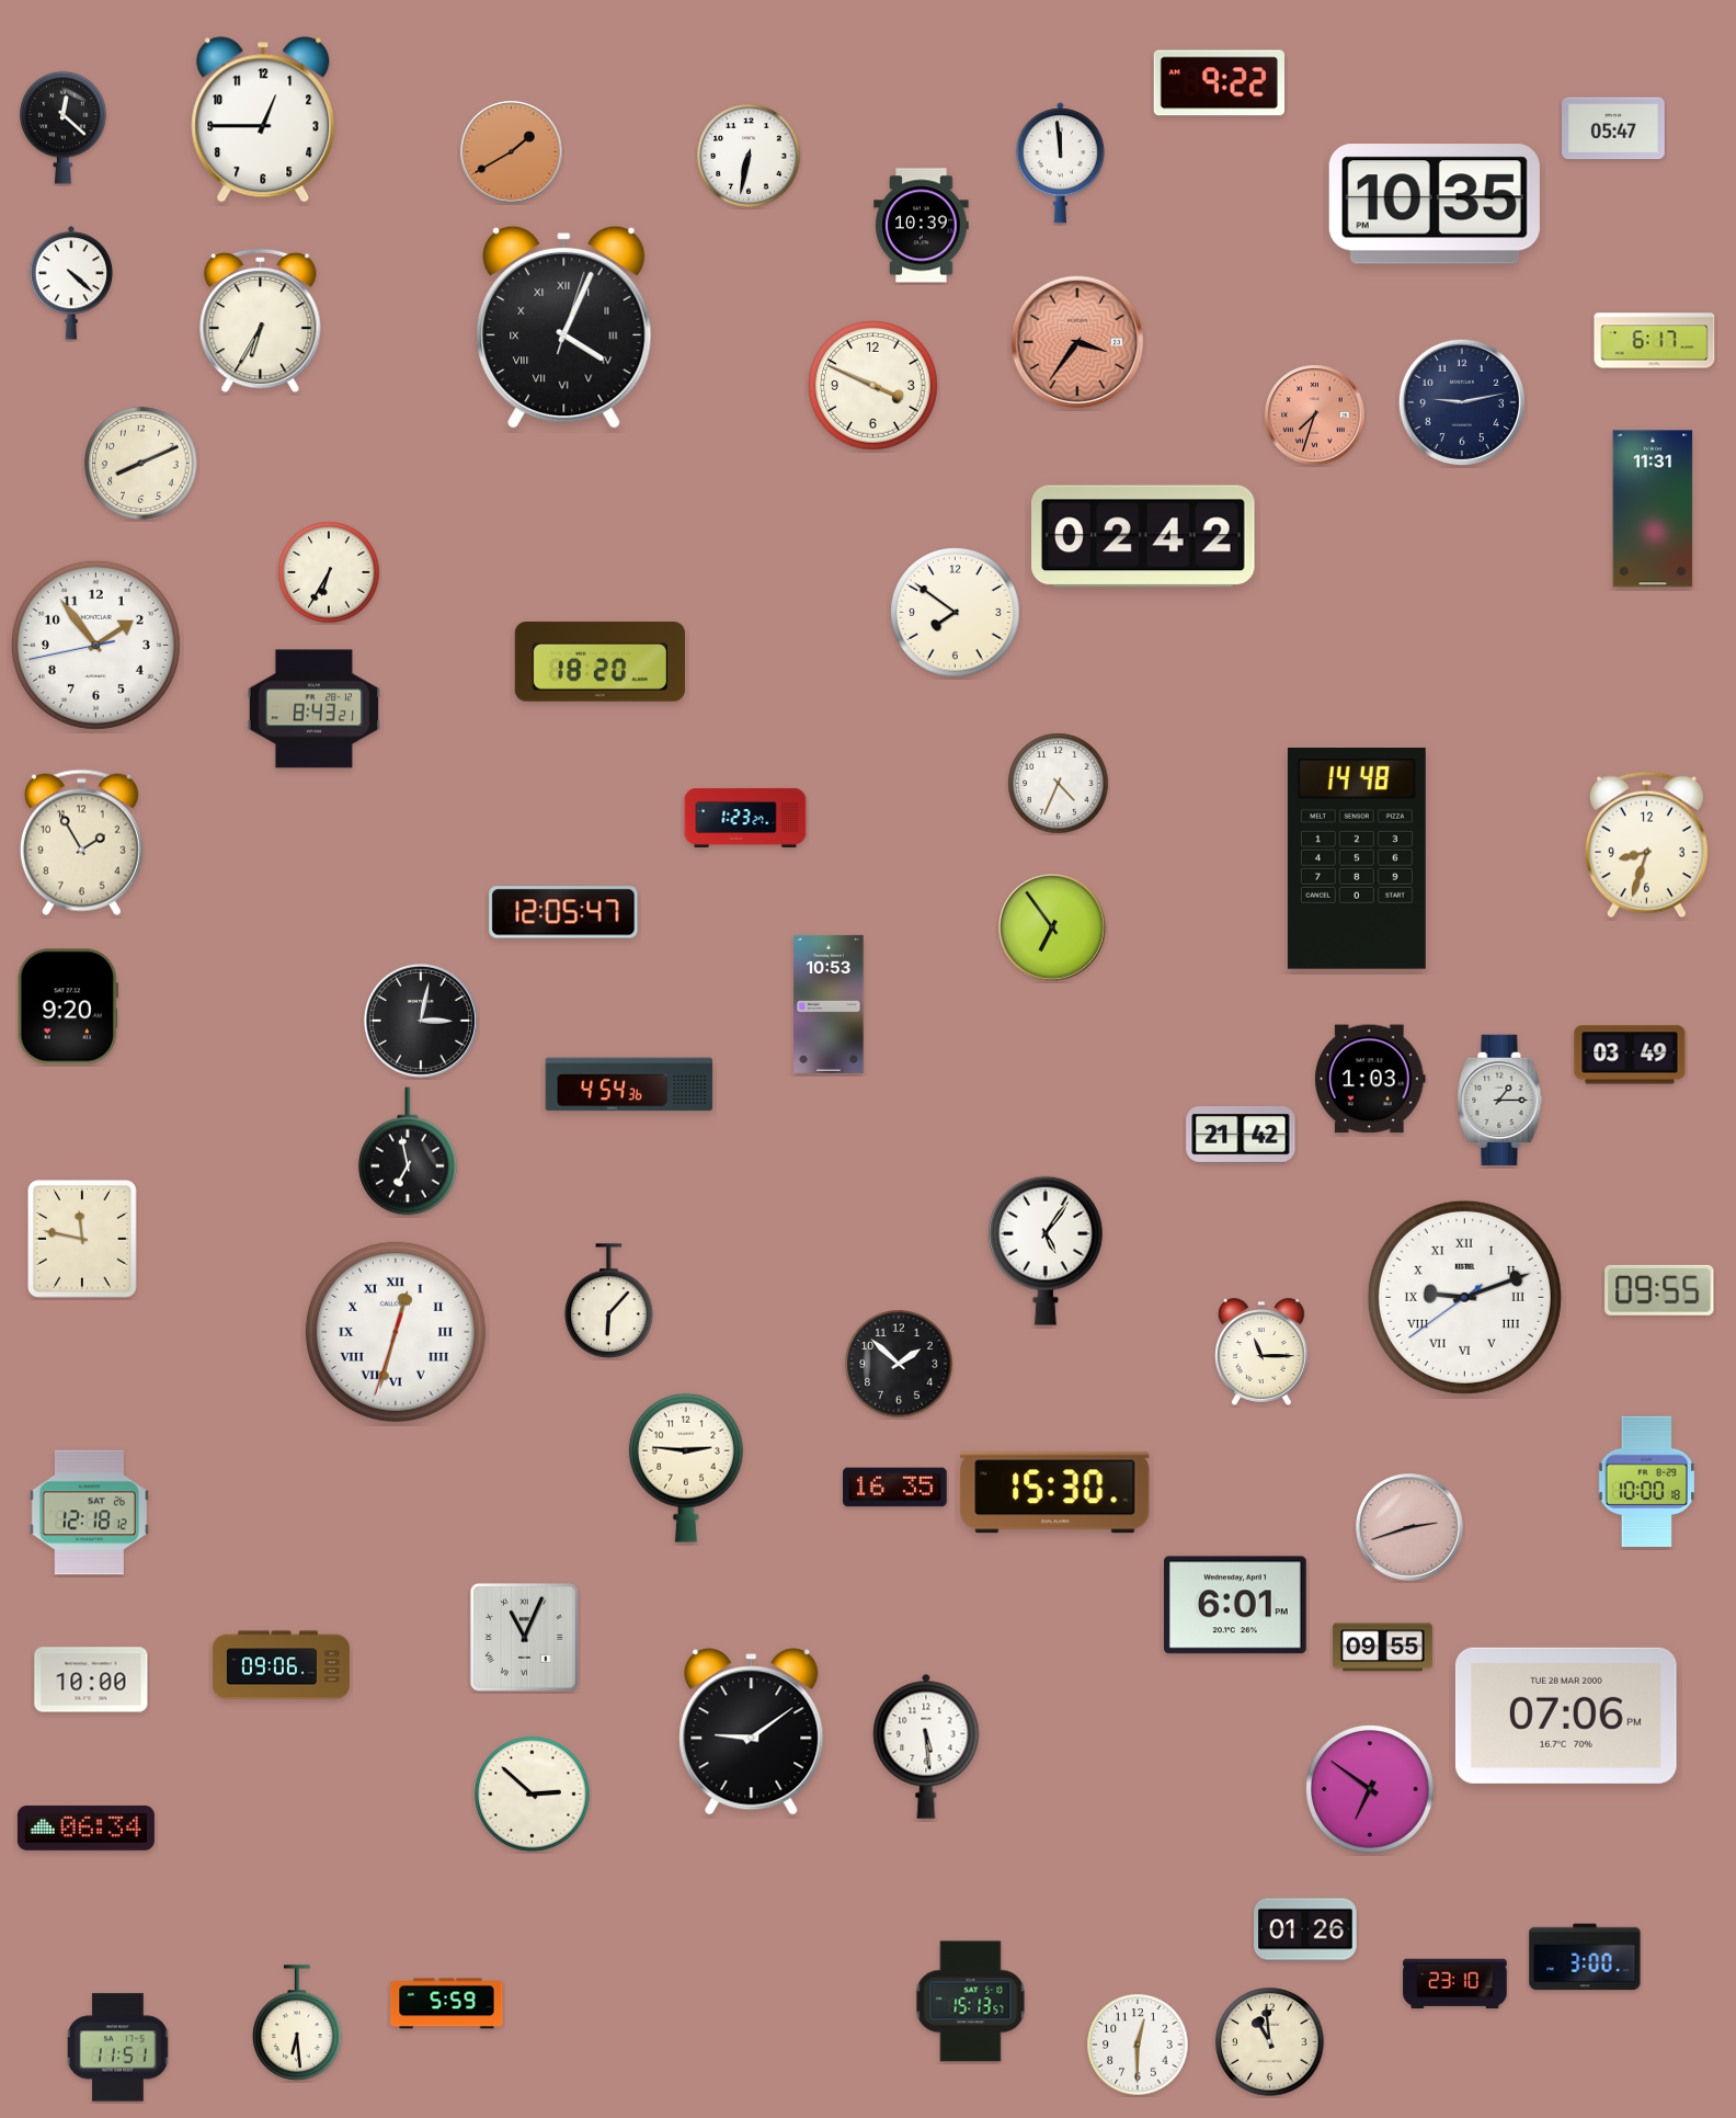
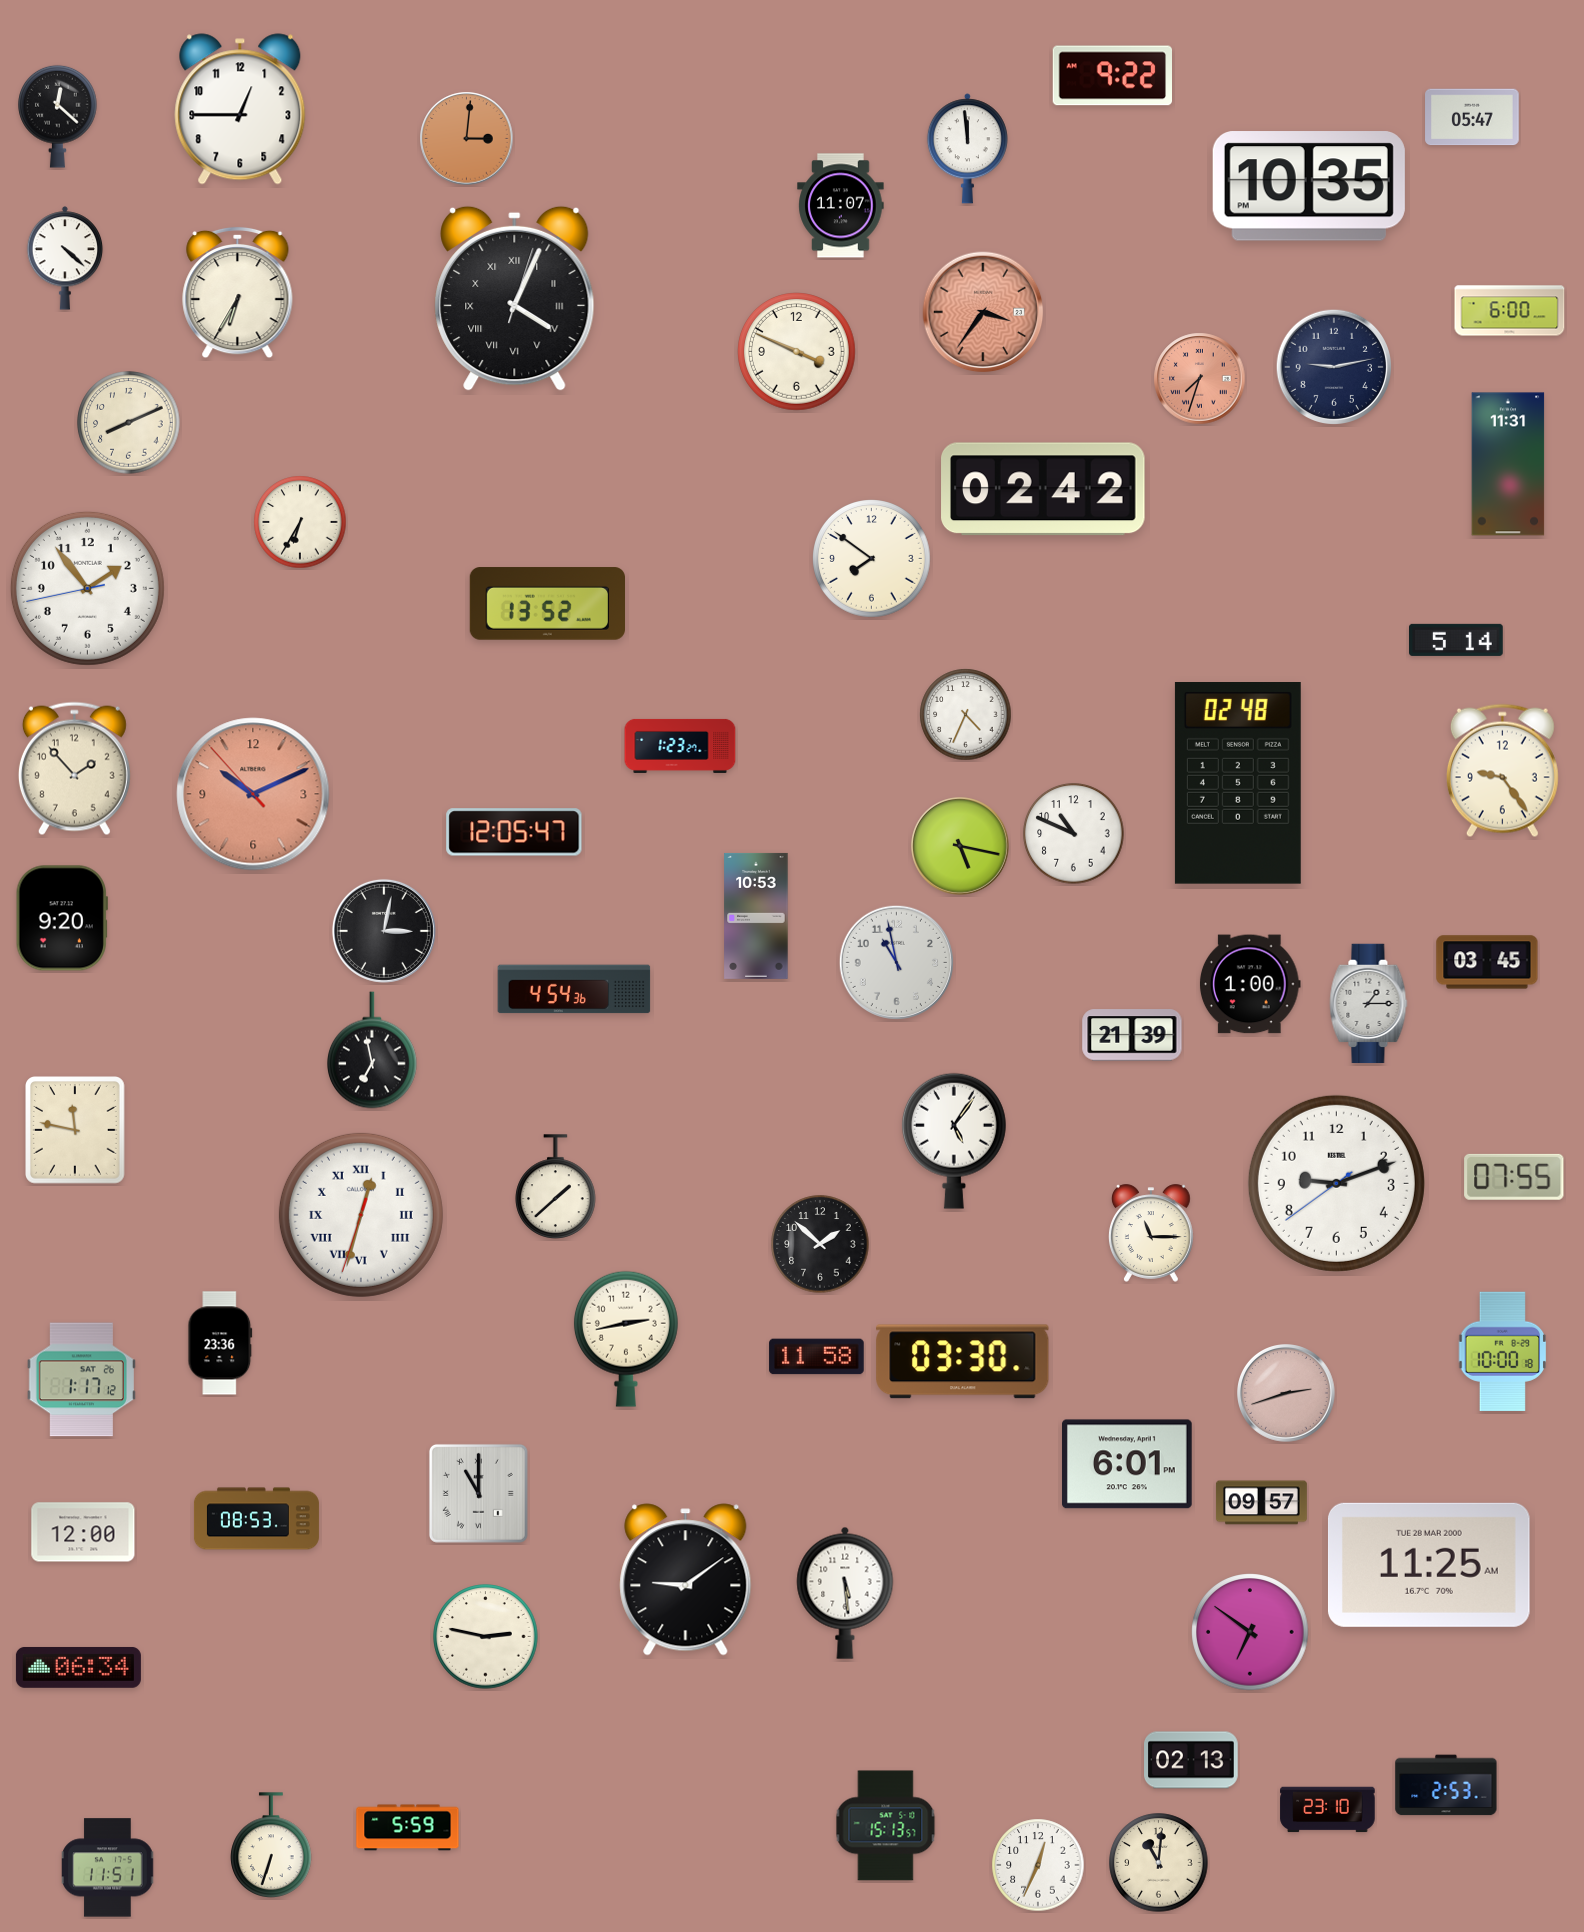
clock at (512, 152): 1:40 -> 3:01
clock at (749, 156): 6:32 -> none
clock at (922, 226): 10:39 -> 11:07
clock at (1655, 341): 6:17 -> 6:00
clock at (599, 662): 18:20 -> 13:52
clock at (1456, 640): none -> 5:14
clock at (313, 709): 8:43 -> none
clock at (81, 843): 1:55 -> 1:53
clock at (1646, 845): 8:33 -> 9:24
clock at (1357, 859): 14:48 -> 02:48
clock at (253, 794): none -> 10:10
clock at (1074, 834): none -> 10:49
clock at (1053, 929): 6:54 -> 5:17
clock at (896, 962): none -> 10:58
clock at (1630, 1055): 03:49 -> 03:45
clock at (1370, 1079): 1:03 -> 1:00
clock at (1241, 1135): 21:42 -> 21:39
clock at (1659, 1290): 09:55 -> 07:55
clock at (1464, 1297) numerals: Roman -> Arabic
clock at (609, 1301): 6:07 -> 1:38
clock at (686, 1468): 2:46 -> 2:43
clock at (220, 1343): none -> 23:36
clock at (895, 1488): 16:35 -> 11:58
clock at (1055, 1493): 15:30 -> 03:30
clock at (89, 1513): 12:18 -> 1:17
clock at (524, 1637): 11:04 -> 11:00
clock at (1382, 1648): 09:55 -> 09:57
clock at (281, 1665): 09:06 -> 08:53
clock at (91, 1679): 10:00 -> 12:00
clock at (1566, 1716): 07:06 -> 11:25
clock at (533, 1795): 2:52 -> 2:47
clock at (1305, 1929): 01:26 -> 02:13
clock at (1585, 1957): 3:00 -> 2:53
clock at (297, 2023): 6:29 -> 6:33
clock at (1270, 2042): 10:59 -> 11:01
clock at (1138, 2045): 12:30 -> 12:34
